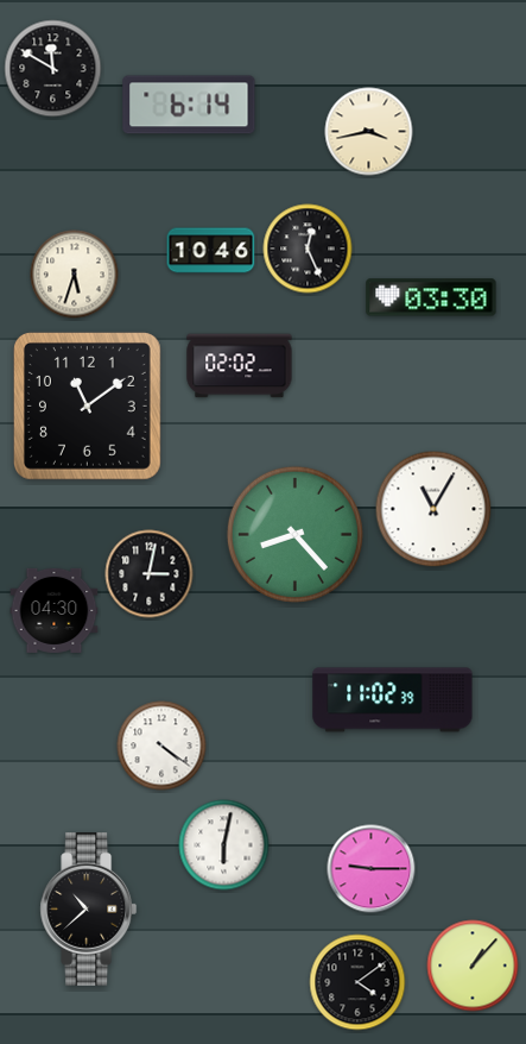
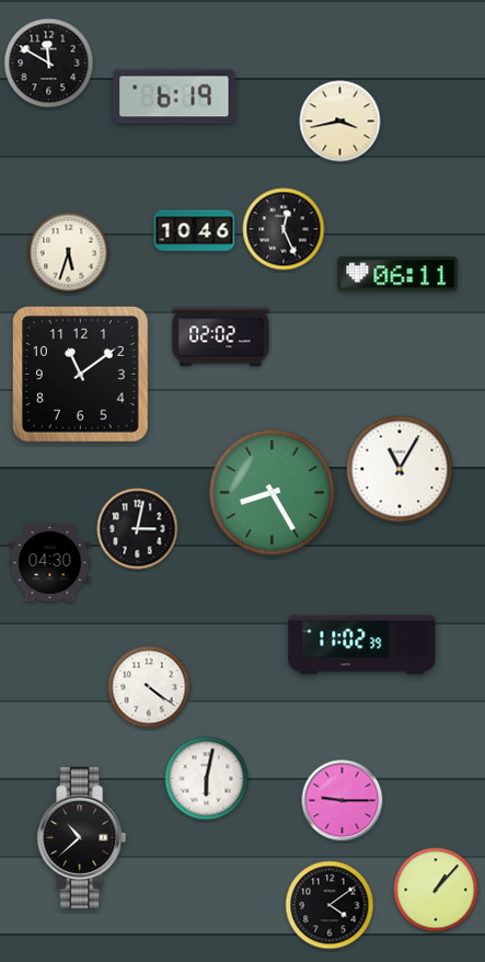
clock at (189, 105): 6:14 -> 6:19
clock at (431, 297): 03:30 -> 06:11
clock at (294, 534): 8:23 -> 8:25
